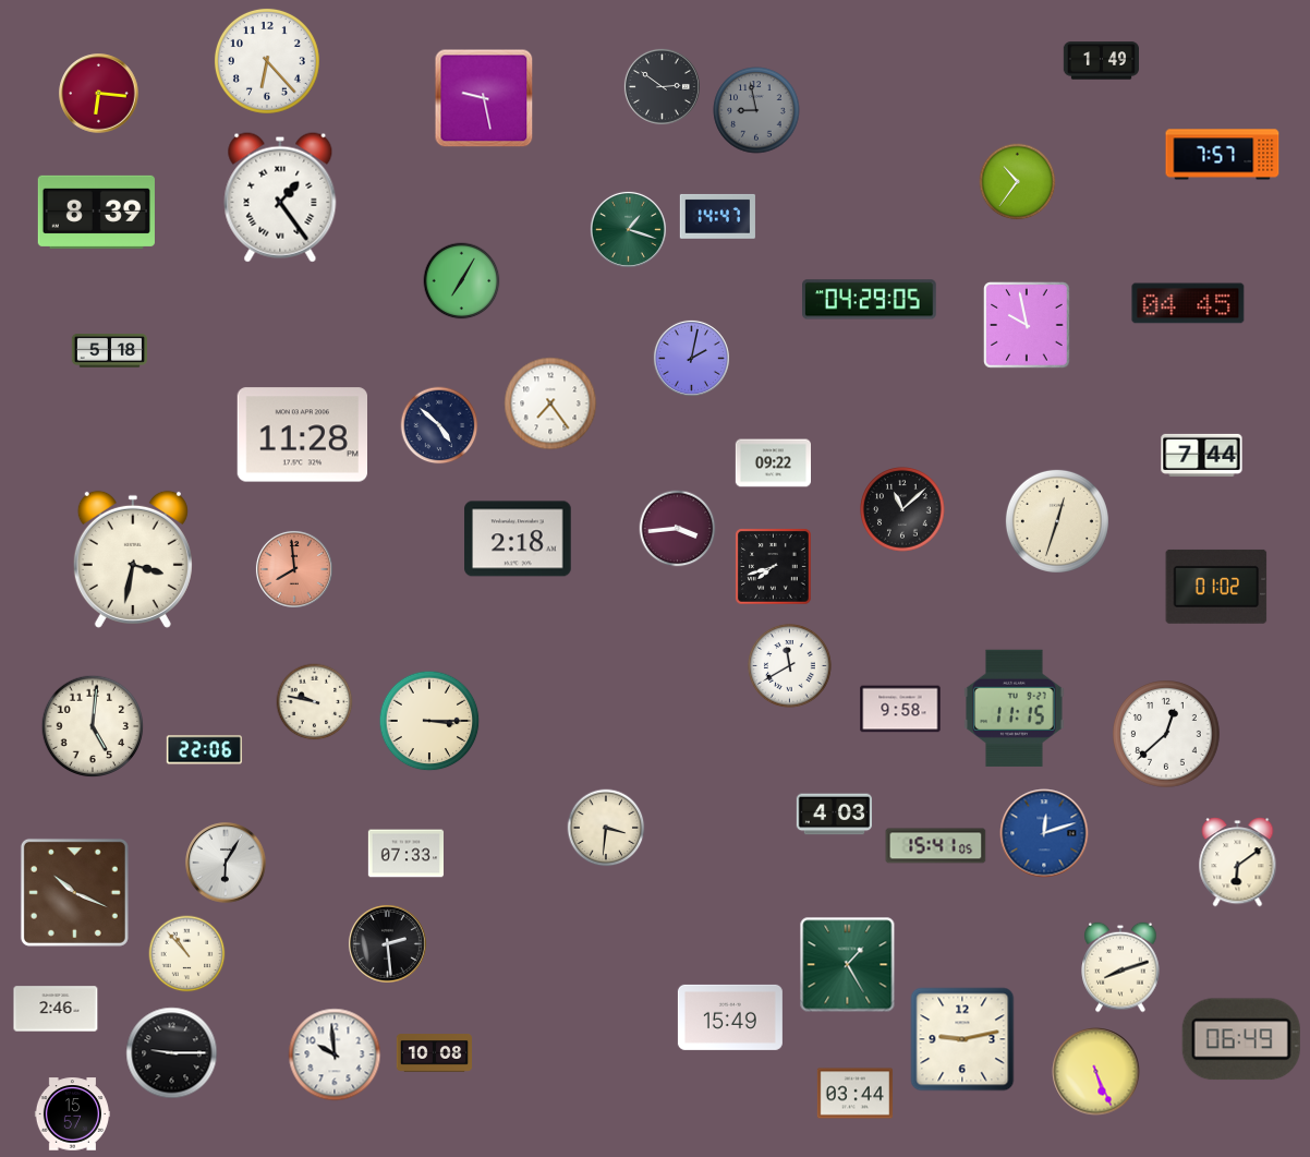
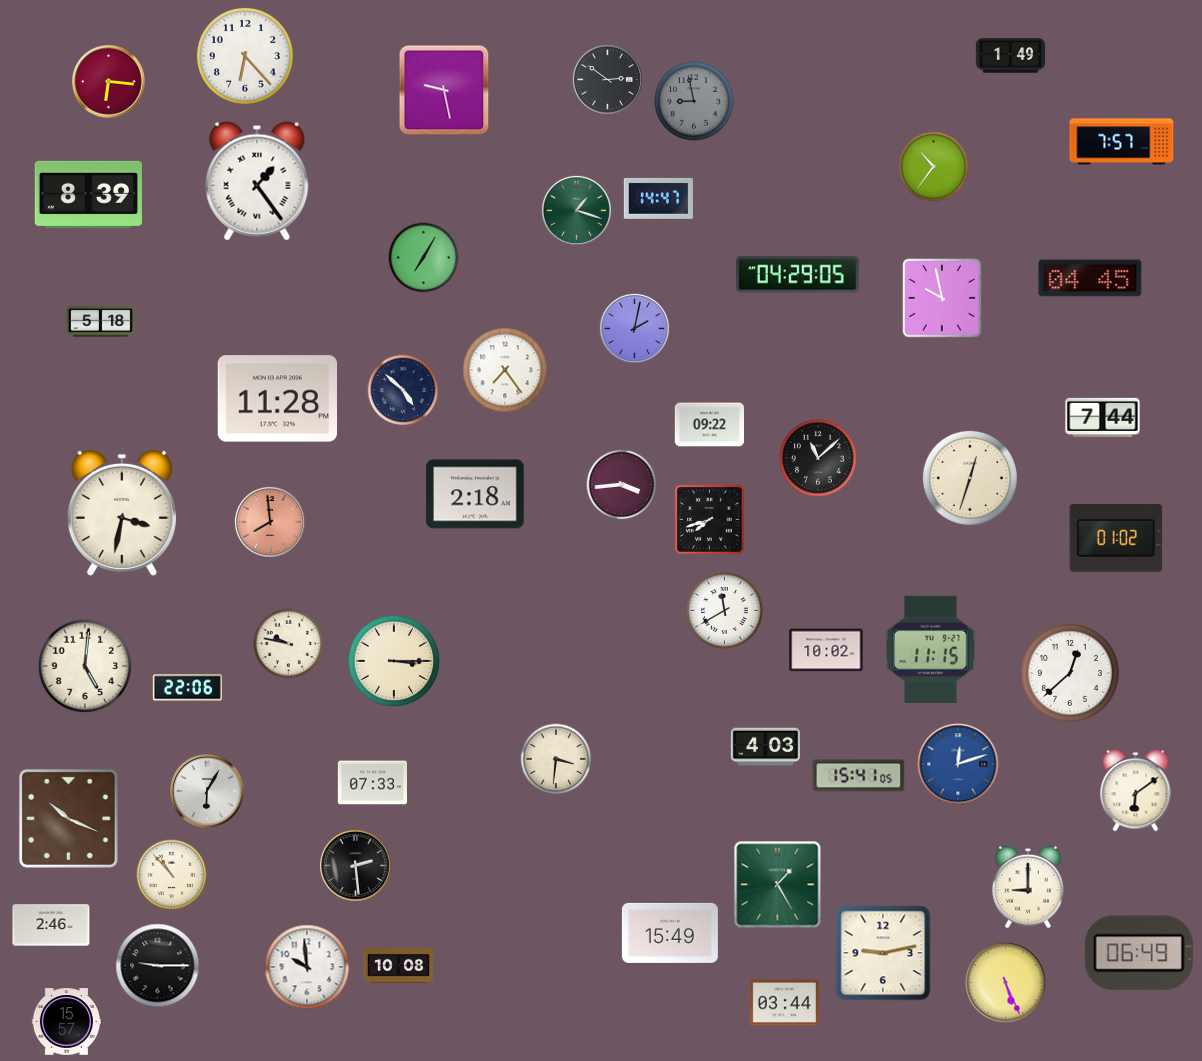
clock at (99, 94) position: (99, 94) -> (109, 82)
clock at (902, 509) position: (902, 509) -> (818, 458)
clock at (900, 709): 9:58 -> 10:02
clock at (1120, 967): 8:12 -> 9:00
